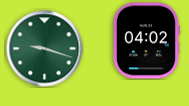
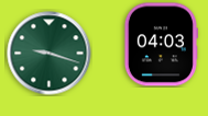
clock at (146, 41): 04:02 -> 04:03
